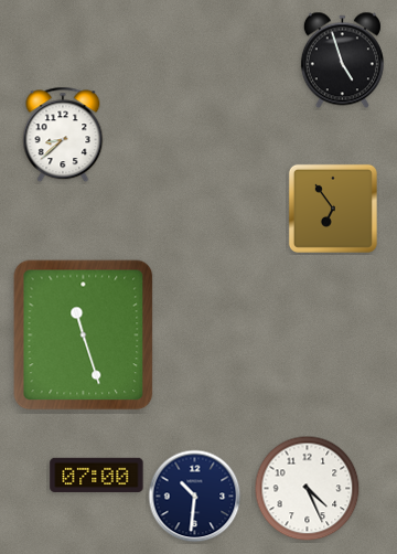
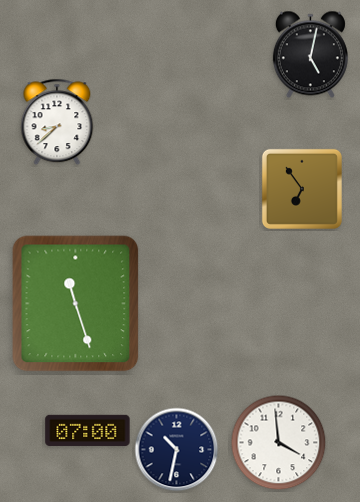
clock at (342, 61): 4:57 -> 5:02
clock at (308, 489): 4:26 -> 3:59
clock at (195, 497): 10:31 -> 10:32
